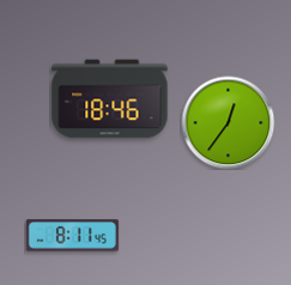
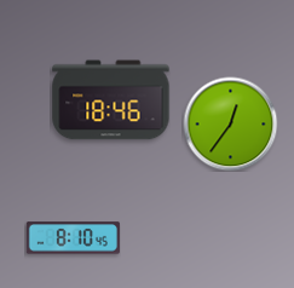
clock at (72, 236): 8:11 -> 8:10
